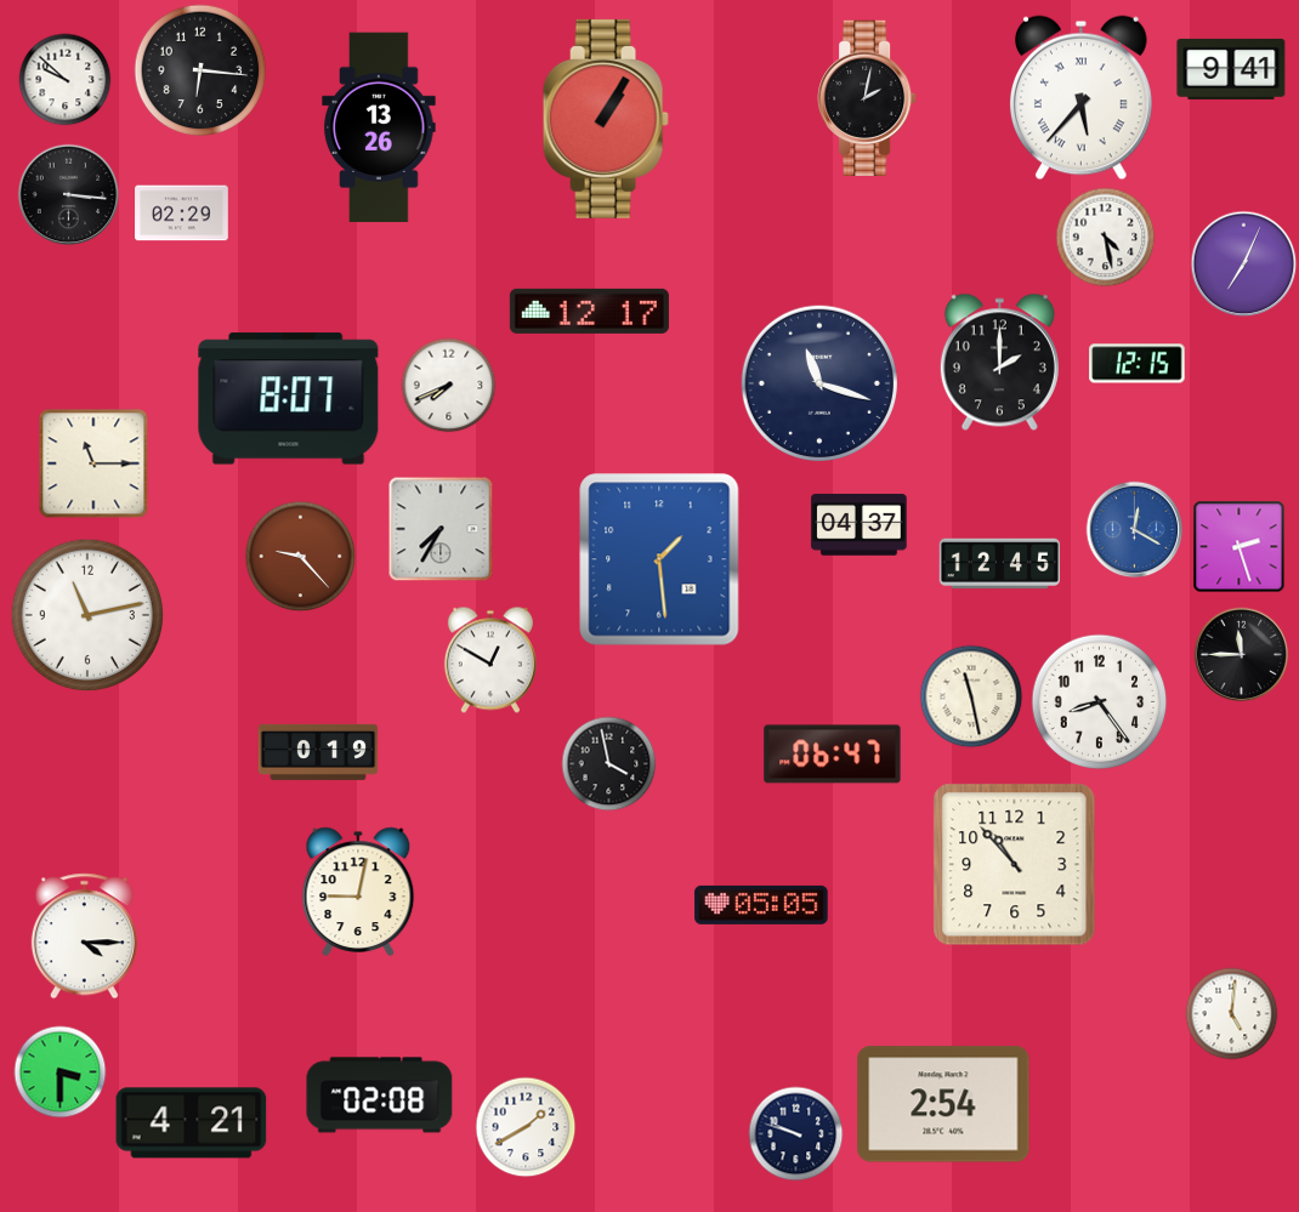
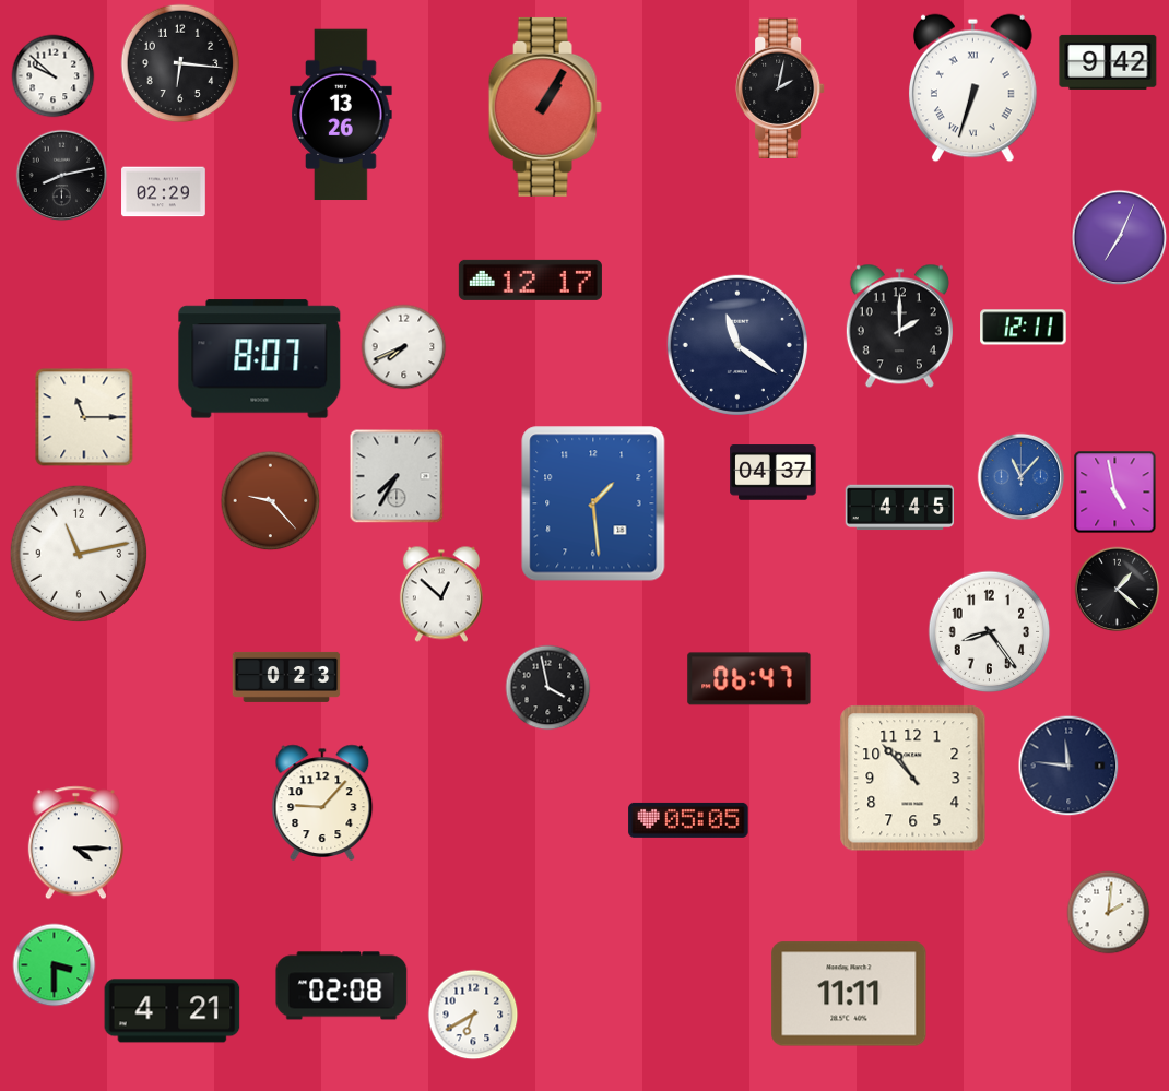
clock at (1231, 69): 9:41 -> 9:42
clock at (66, 80) position: (66, 80) -> (54, 76)
clock at (1082, 98): 5:37 -> 6:33
clock at (69, 195): 3:16 -> 8:13
clock at (1106, 238): 4:28 -> none
clock at (1138, 364): 12:15 -> 12:11
clock at (819, 383): 11:18 -> 11:21
clock at (1135, 530): 12:20 -> 11:07
clock at (1240, 547): 2:27 -> 4:58
clock at (1000, 564): 12:45 -> 4:45
clock at (1242, 655): 11:45 -> 1:22
clock at (490, 660): 12:50 -> 12:52
clock at (971, 696): 11:28 -> none
clock at (318, 752): 0:19 -> 0:23
clock at (1068, 766): none -> 11:46
clock at (358, 892): 9:02 -> 9:07
clock at (761, 905) position: (761, 905) -> (688, 820)
clock at (1232, 1014): 5:01 -> 2:01
clock at (943, 1104): 2:54 -> 11:11
clock at (526, 1127): 1:40 -> 6:40
clock at (796, 1134): 9:48 -> none
